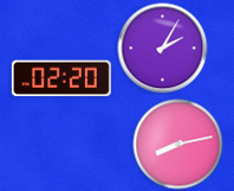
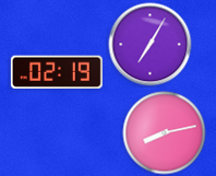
clock at (163, 49): 2:05 -> 7:05
clock at (61, 78): 02:20 -> 02:19
